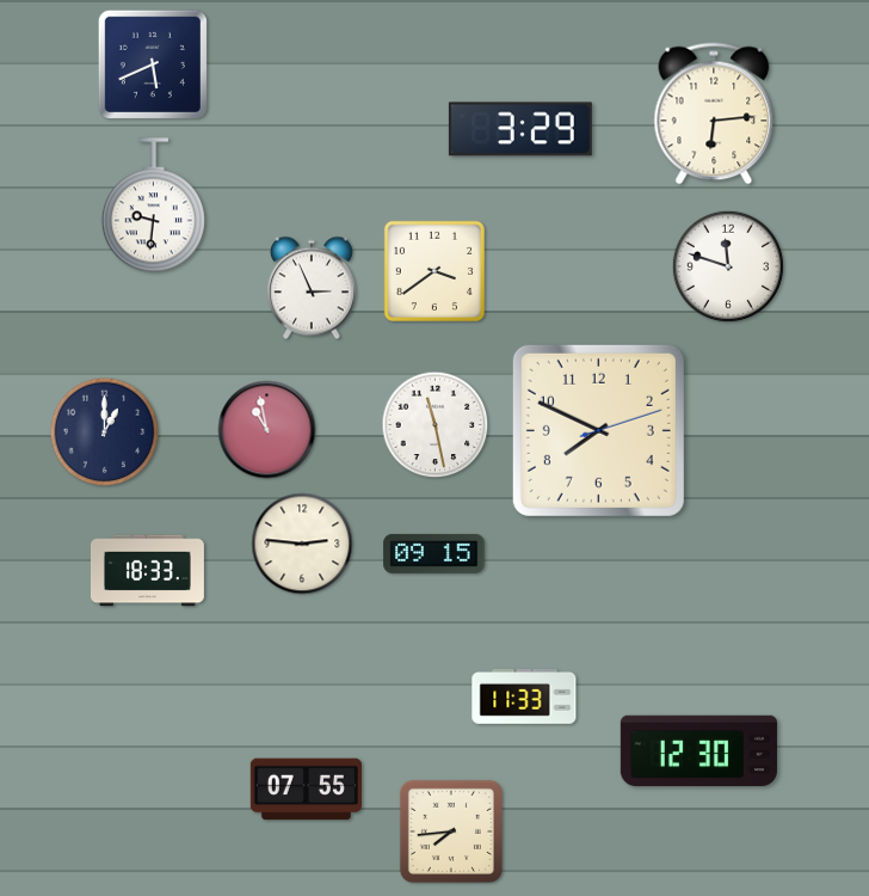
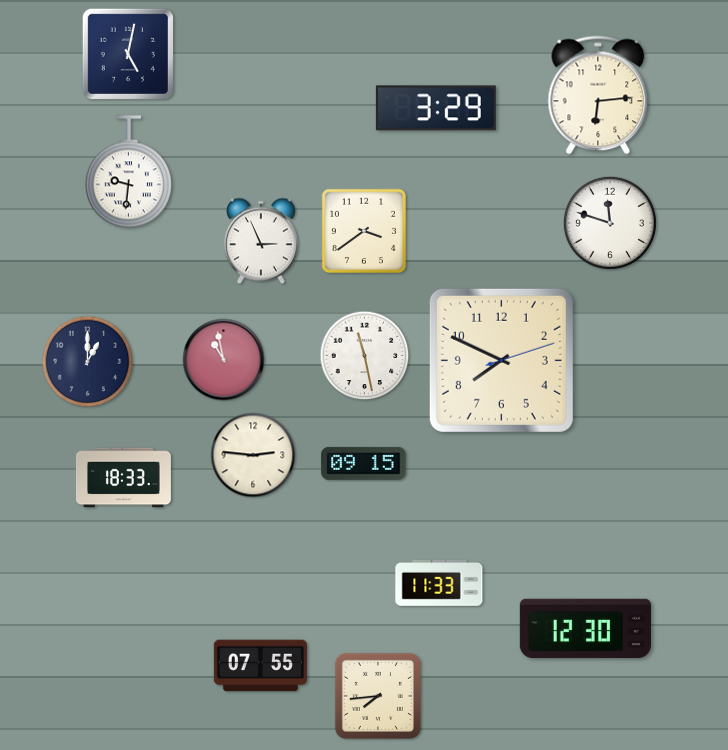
clock at (153, 65): 5:41 -> 5:02
clock at (434, 271) position: (434, 271) -> (364, 231)
clock at (306, 790) position: (306, 790) -> (260, 666)
